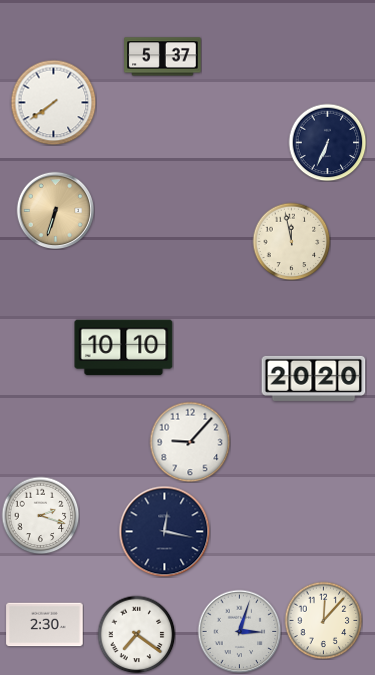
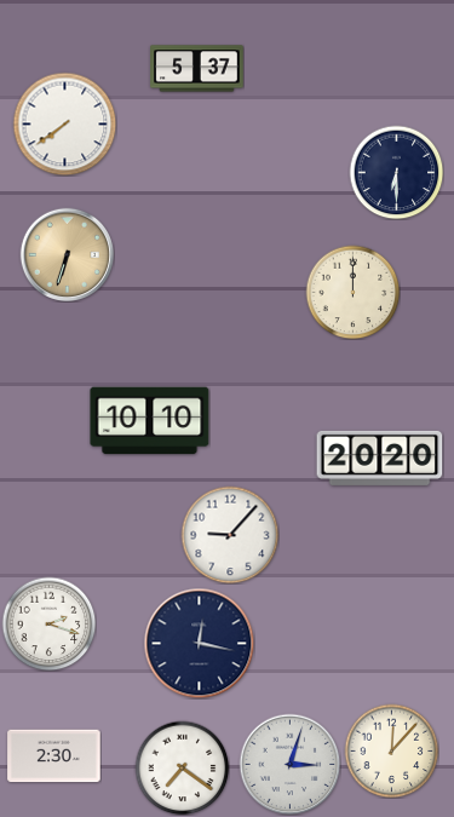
clock at (327, 142): 6:34 -> 6:30
clock at (291, 241): 11:58 -> 12:00
clock at (136, 634) position: (136, 634) -> (182, 767)
